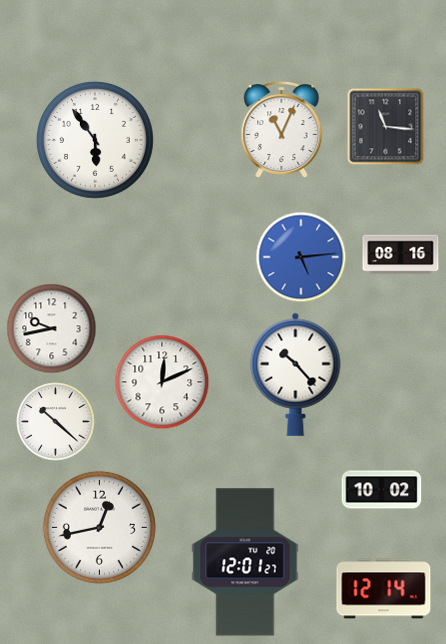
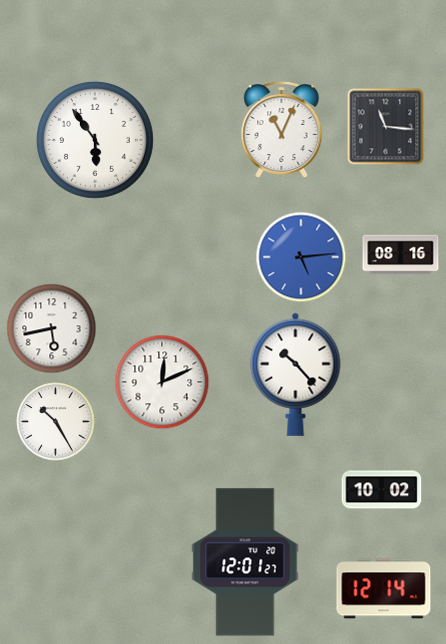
clock at (52, 329): 9:43 -> 5:43
clock at (56, 422): 10:22 -> 10:25
clock at (99, 527): 12:43 -> none
